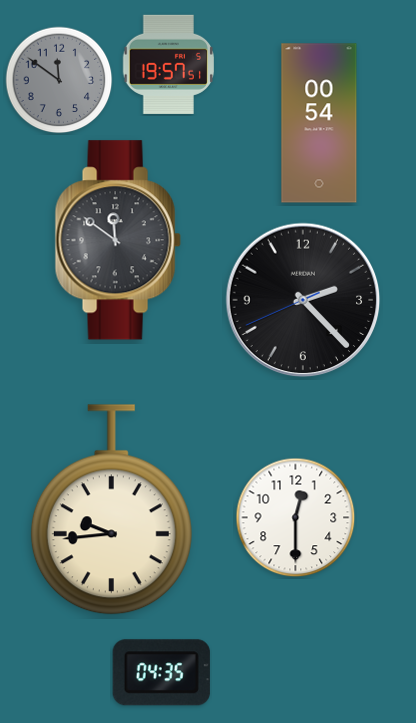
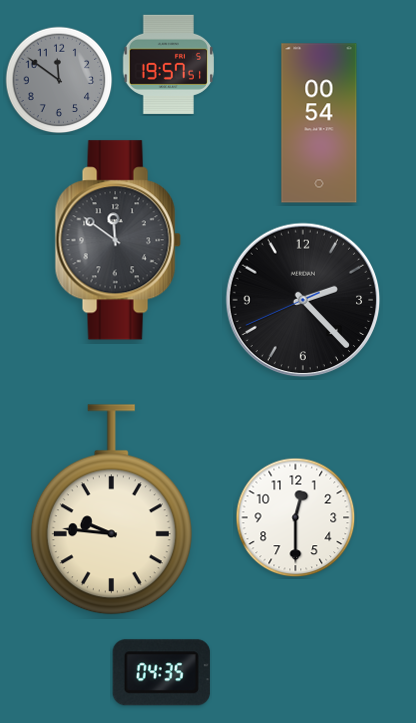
clock at (111, 510): 9:44 -> 9:46
